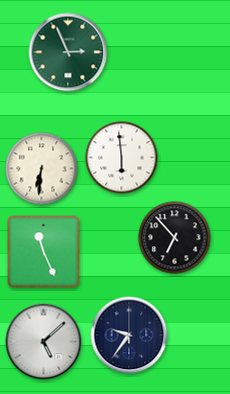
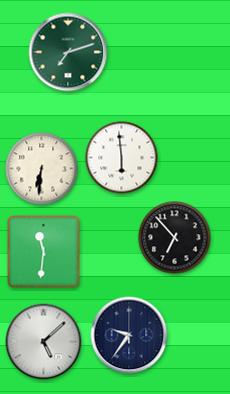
clock at (68, 52): 2:56 -> 7:12
clock at (44, 252): 11:26 -> 11:31
